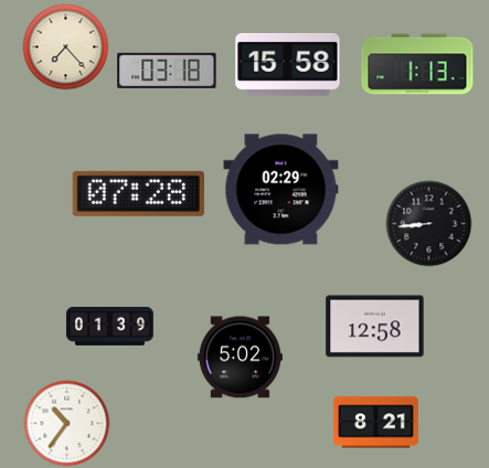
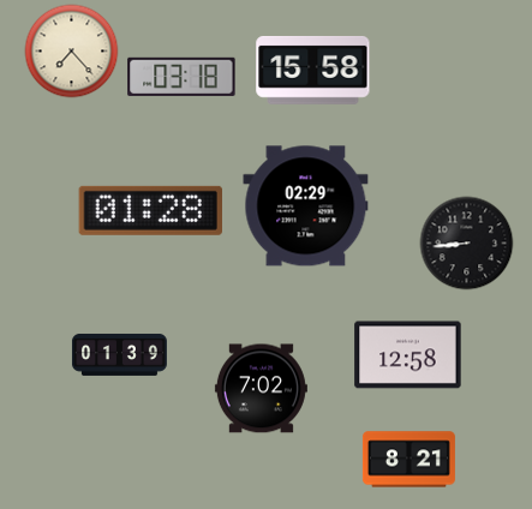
clock at (417, 64): 1:13 -> none
clock at (138, 193): 07:28 -> 01:28
clock at (240, 358): 5:02 -> 7:02
clock at (66, 423): 10:36 -> none
